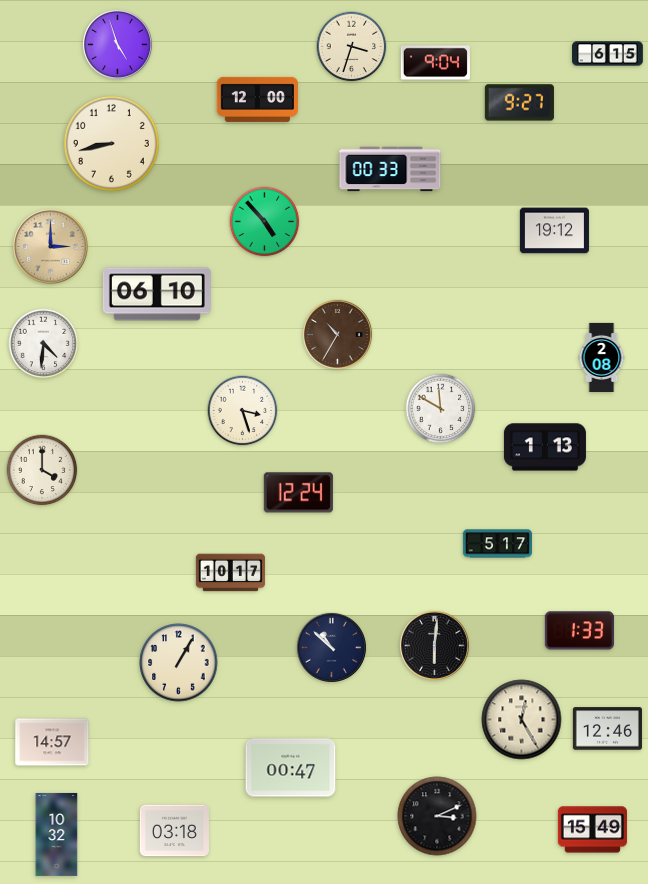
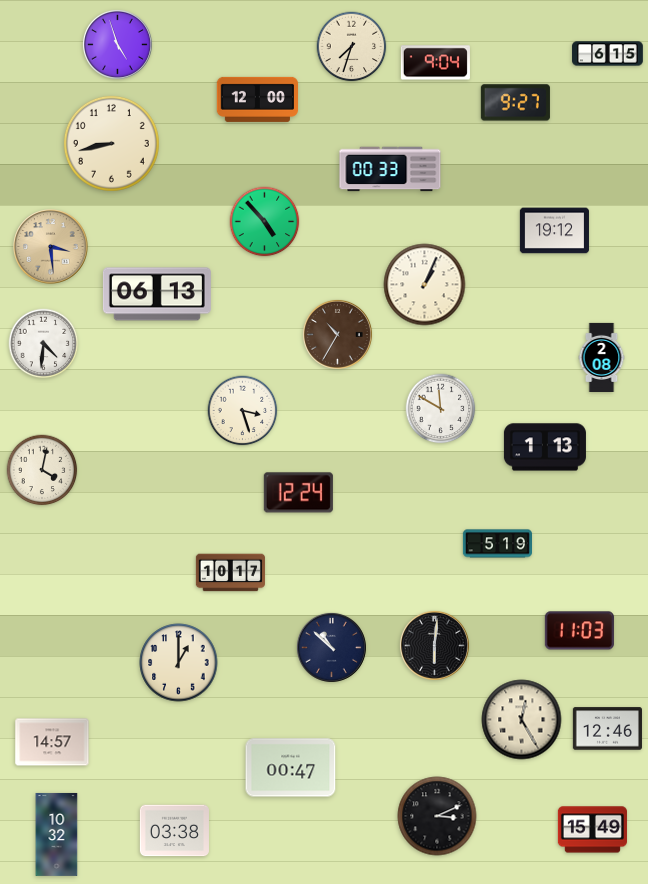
clock at (352, 47): 3:33 -> 7:33
clock at (519, 103) position: (519, 103) -> (515, 103)
clock at (51, 247): 3:00 -> 3:29
clock at (425, 285): none -> 1:04
clock at (157, 294): 06:10 -> 06:13
clock at (42, 470): 4:00 -> 4:02
clock at (497, 544): 5:17 -> 5:19
clock at (579, 631): 1:33 -> 11:03
clock at (179, 663): 1:05 -> 1:00
clock at (174, 831): 03:18 -> 03:38
